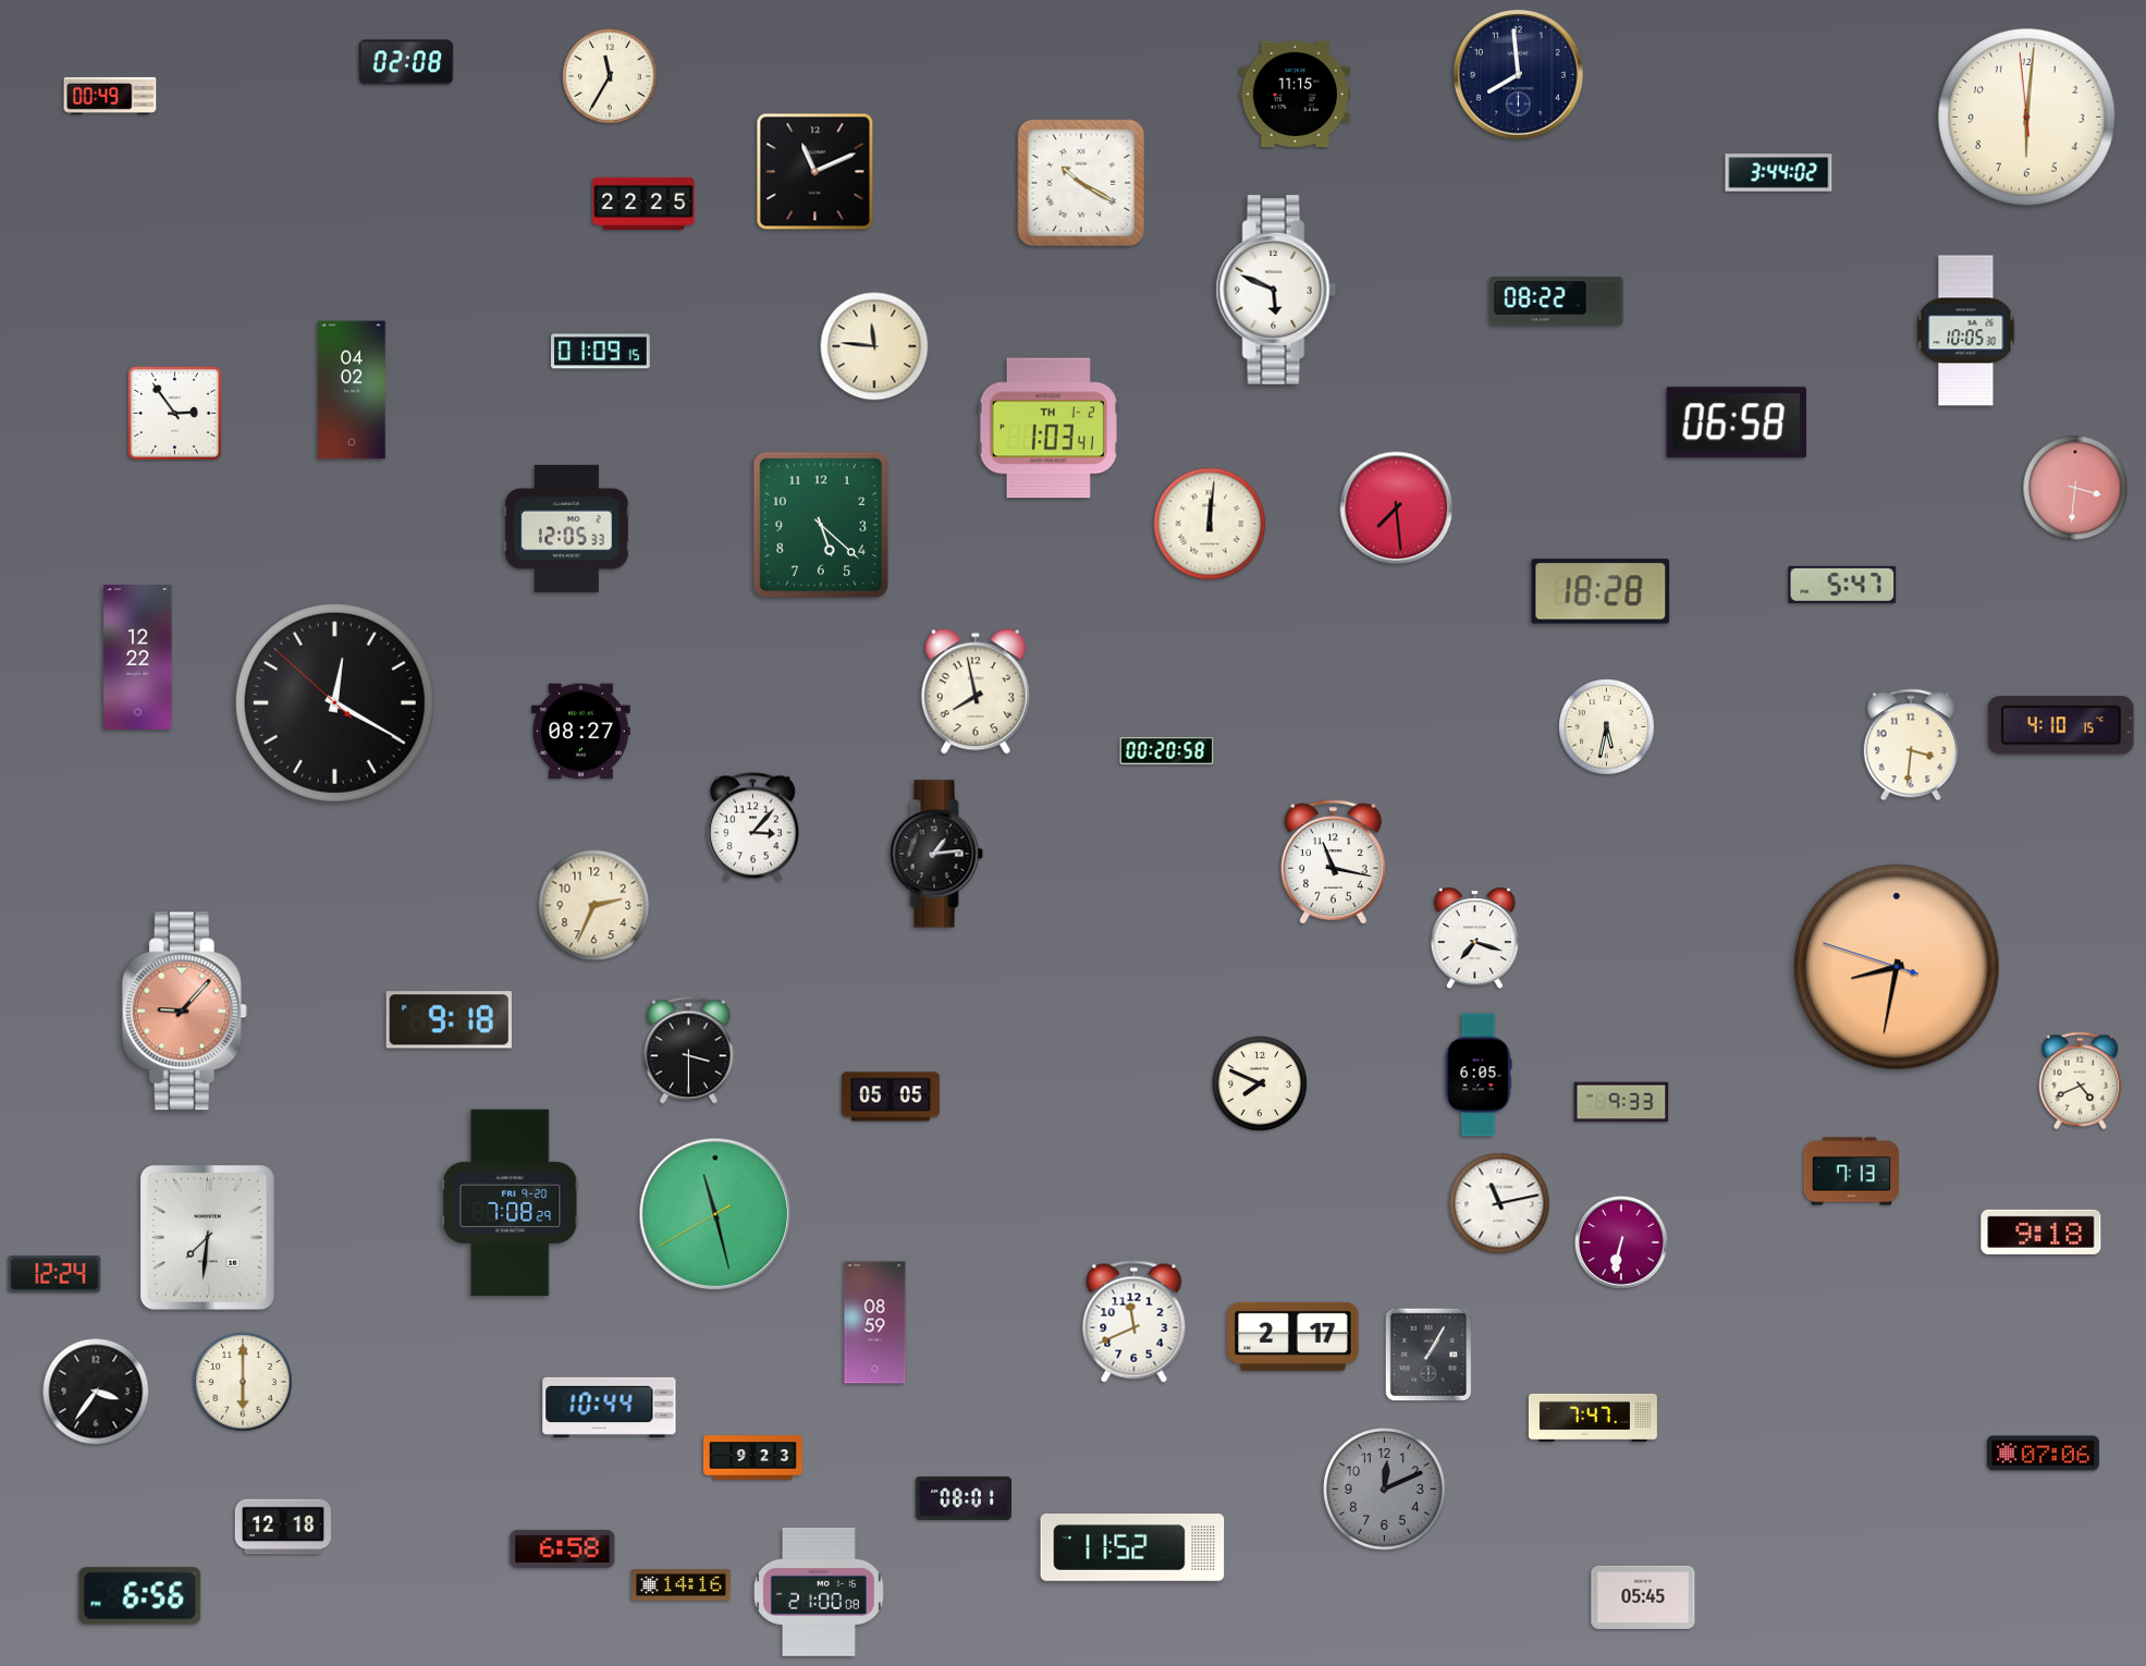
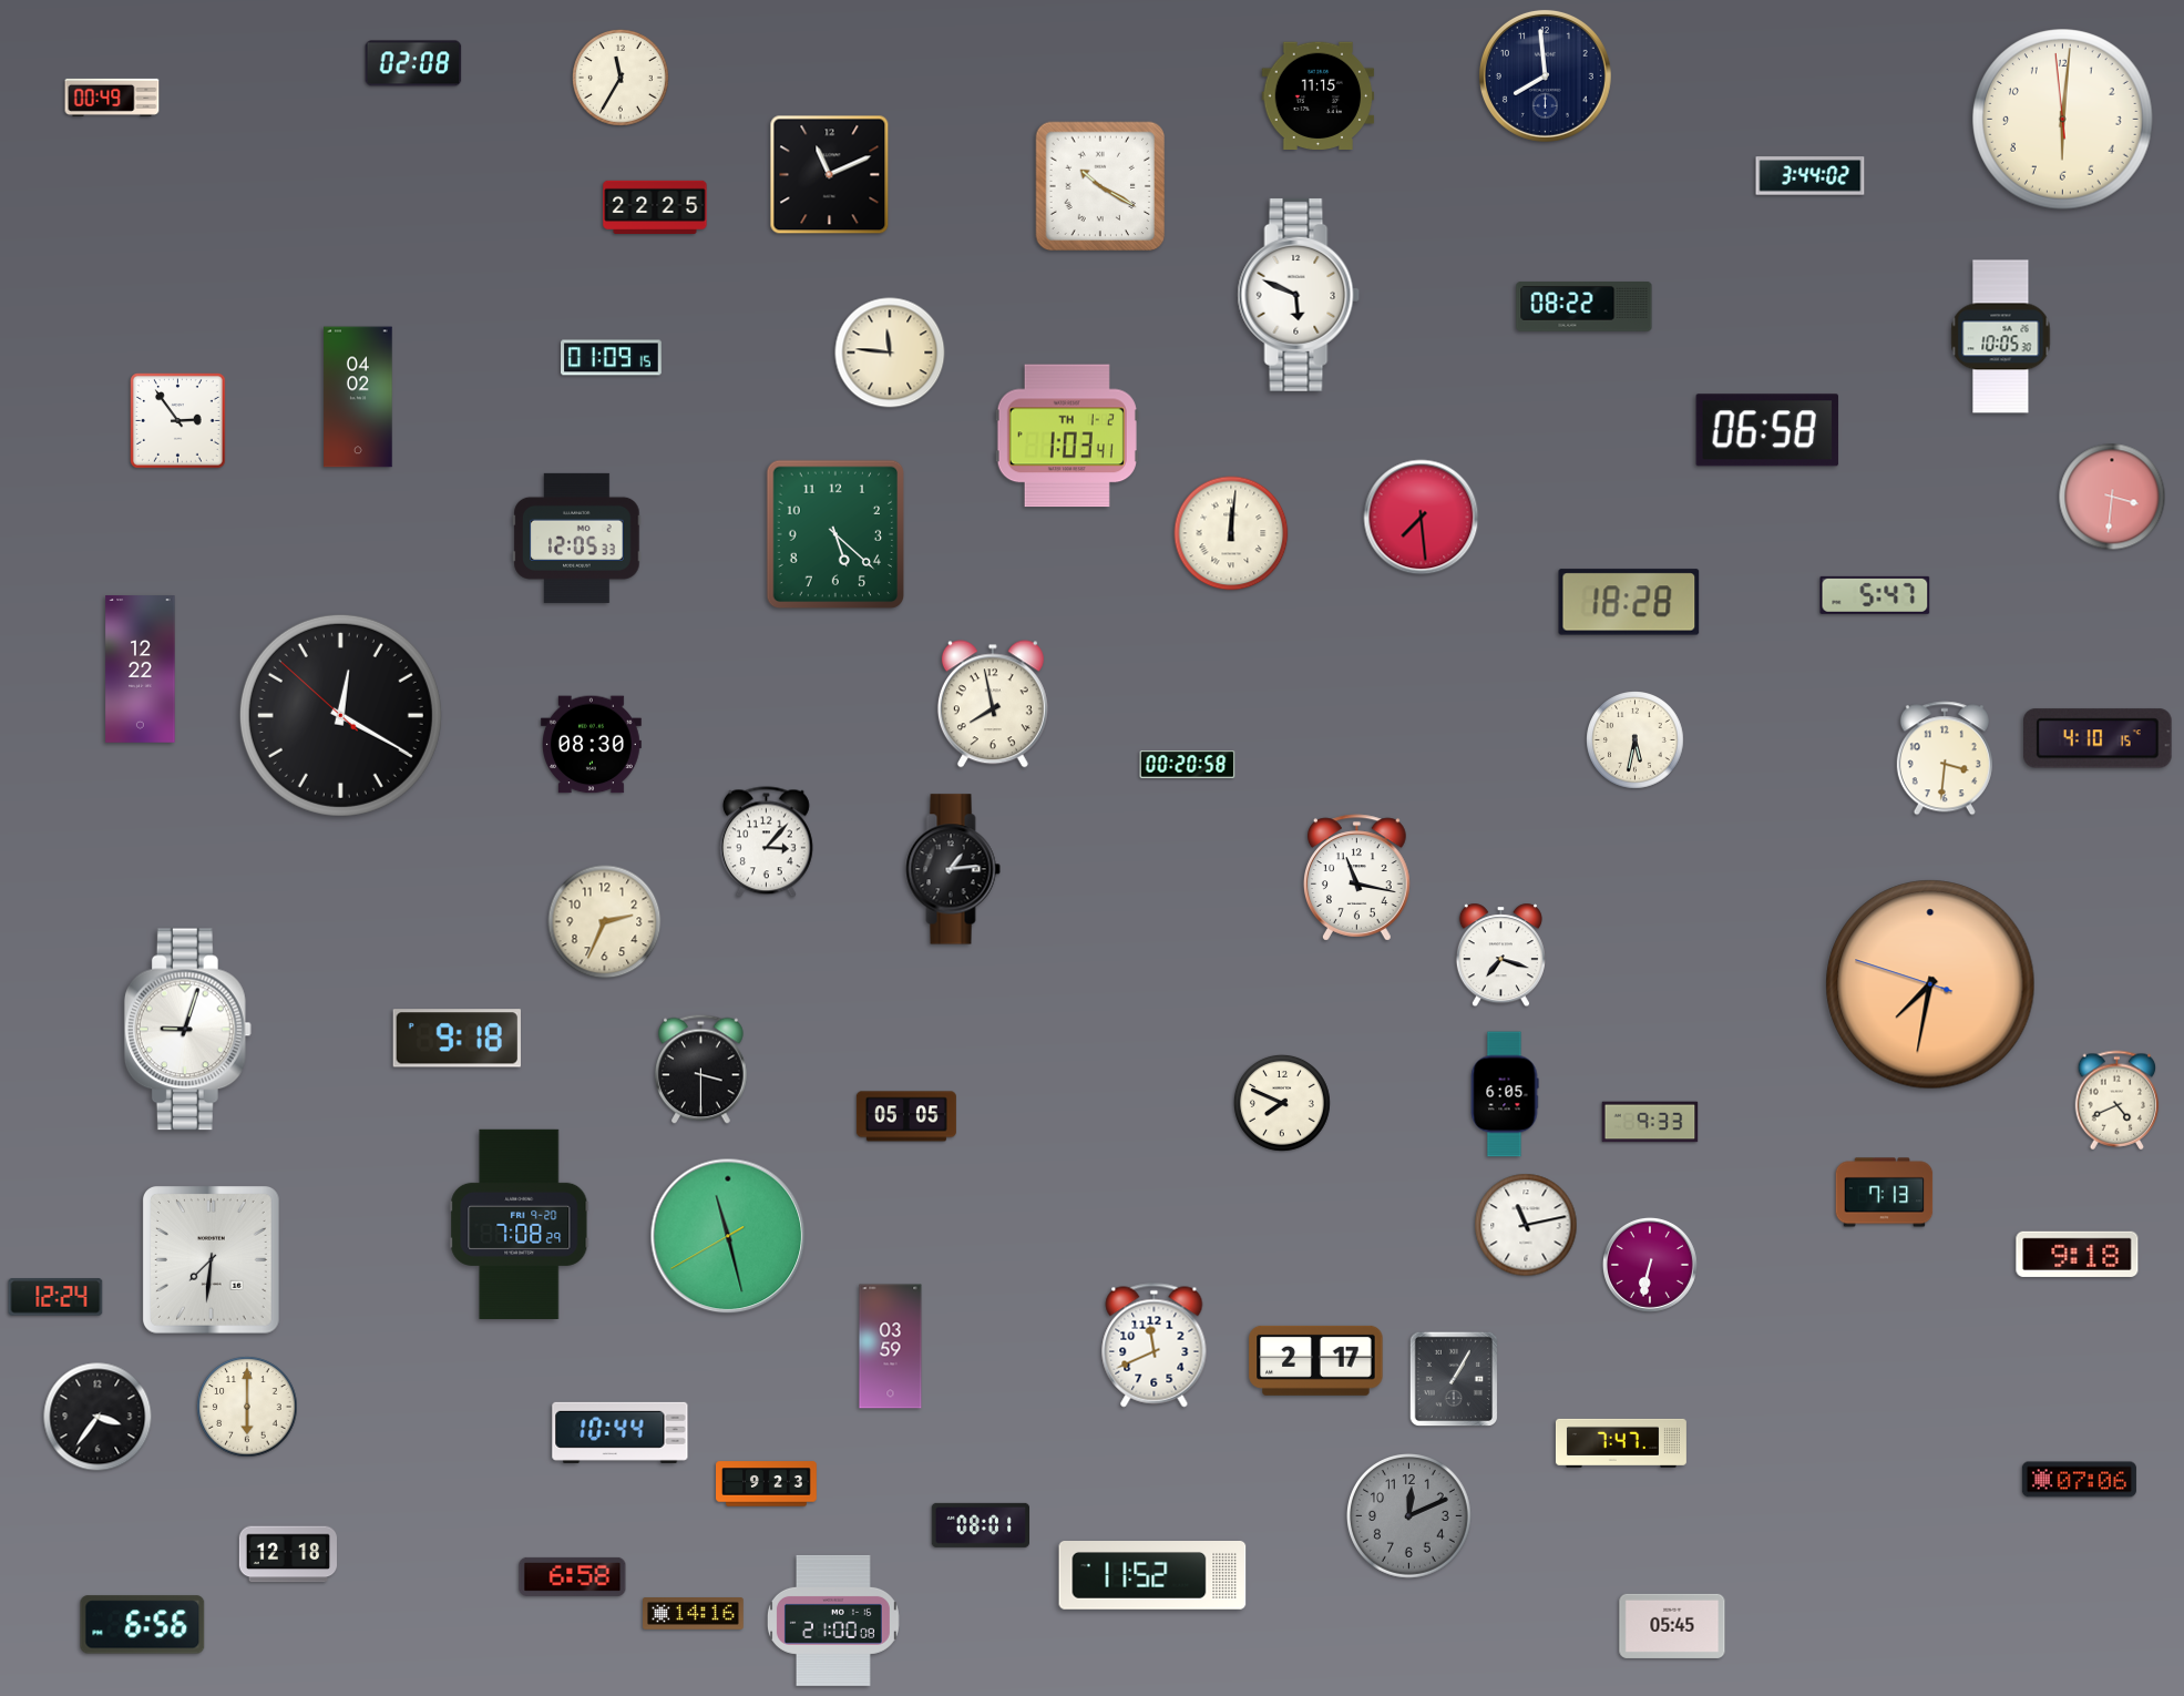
clock at (580, 732): 08:27 -> 08:30
clock at (1897, 967): 8:31 -> 7:31
clock at (184, 1012): 9:07 -> 9:03
clock at (184, 1012) dial: salmon -> white
clock at (875, 1323): 08:59 -> 03:59
